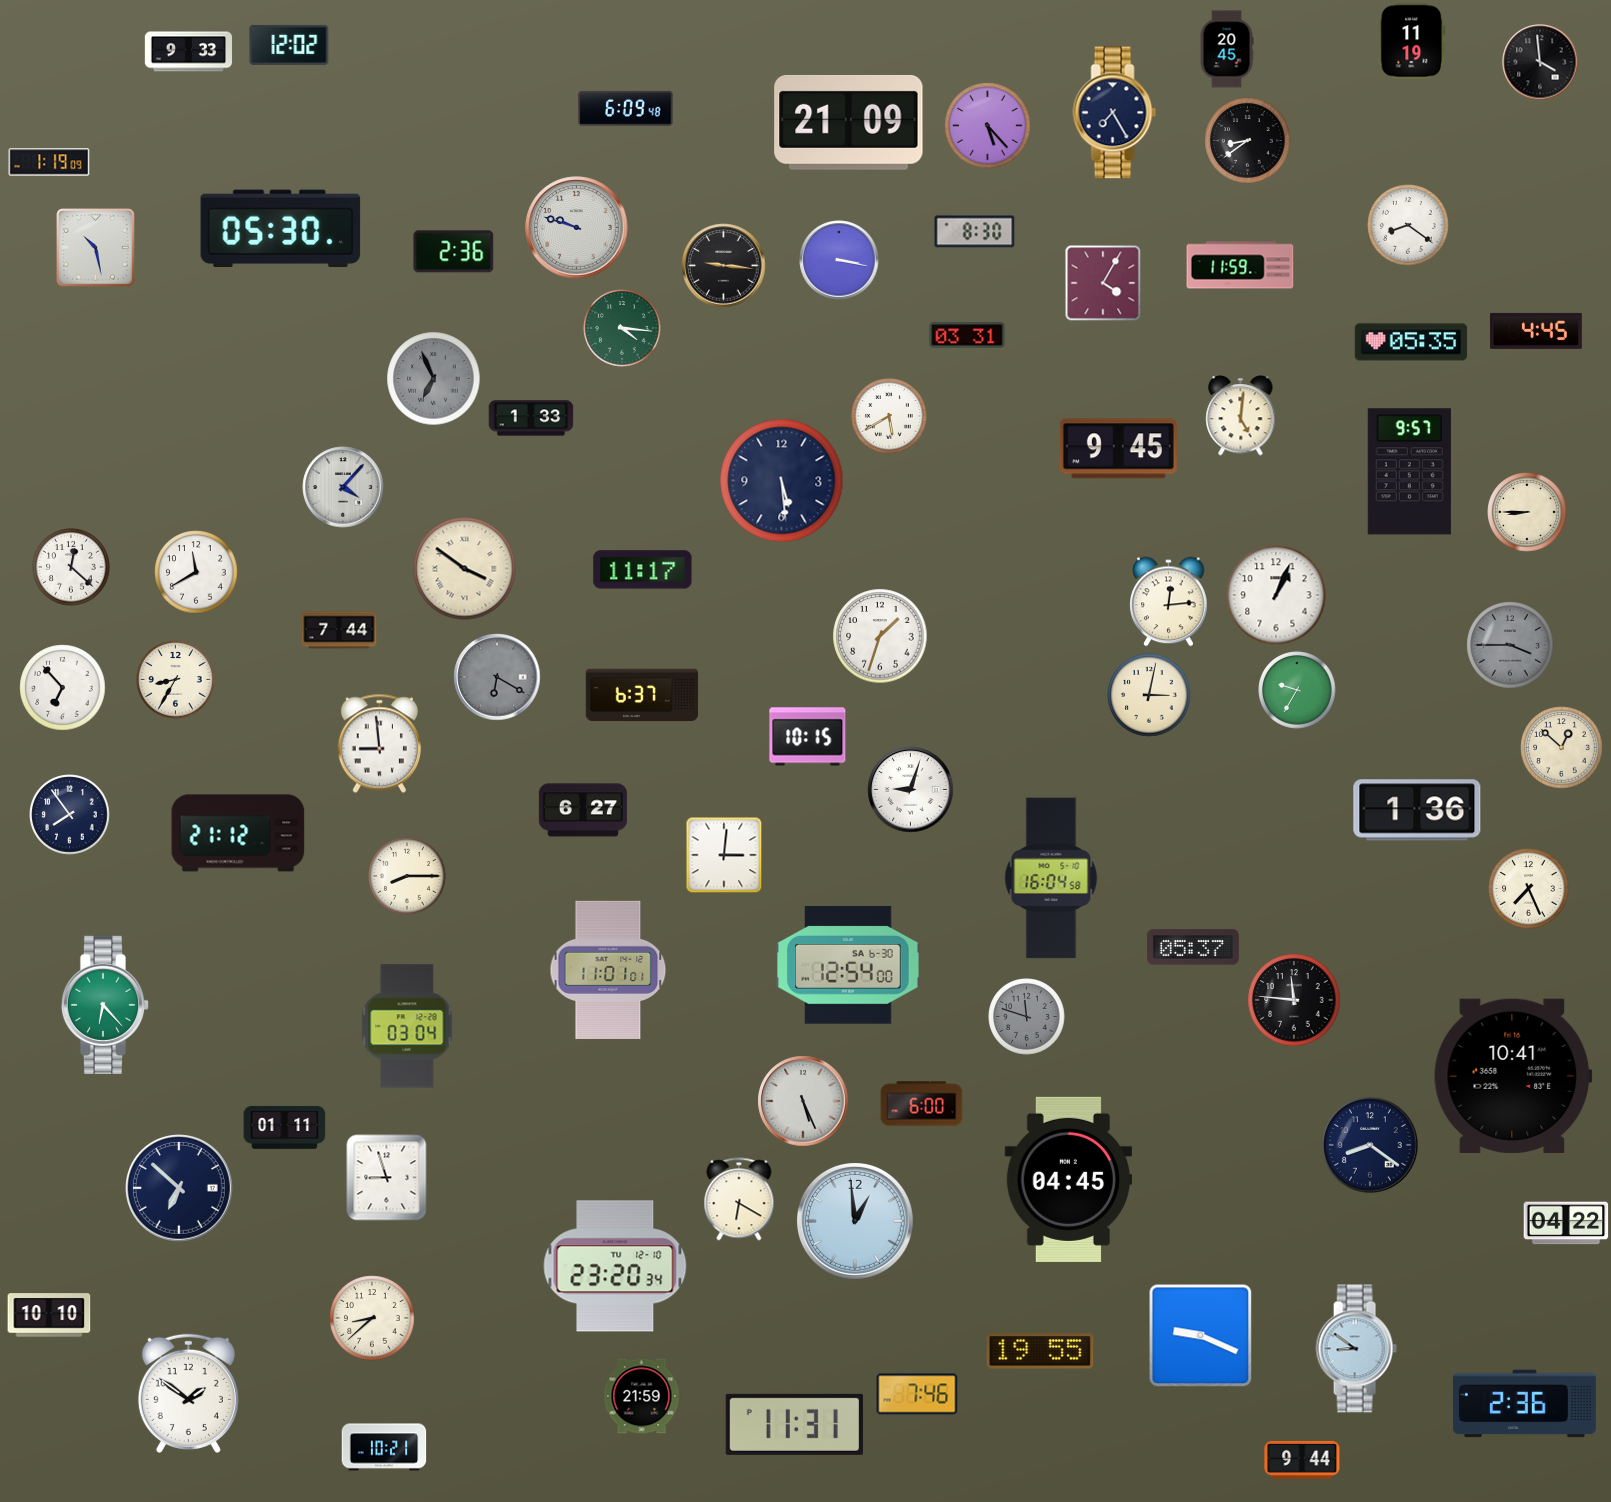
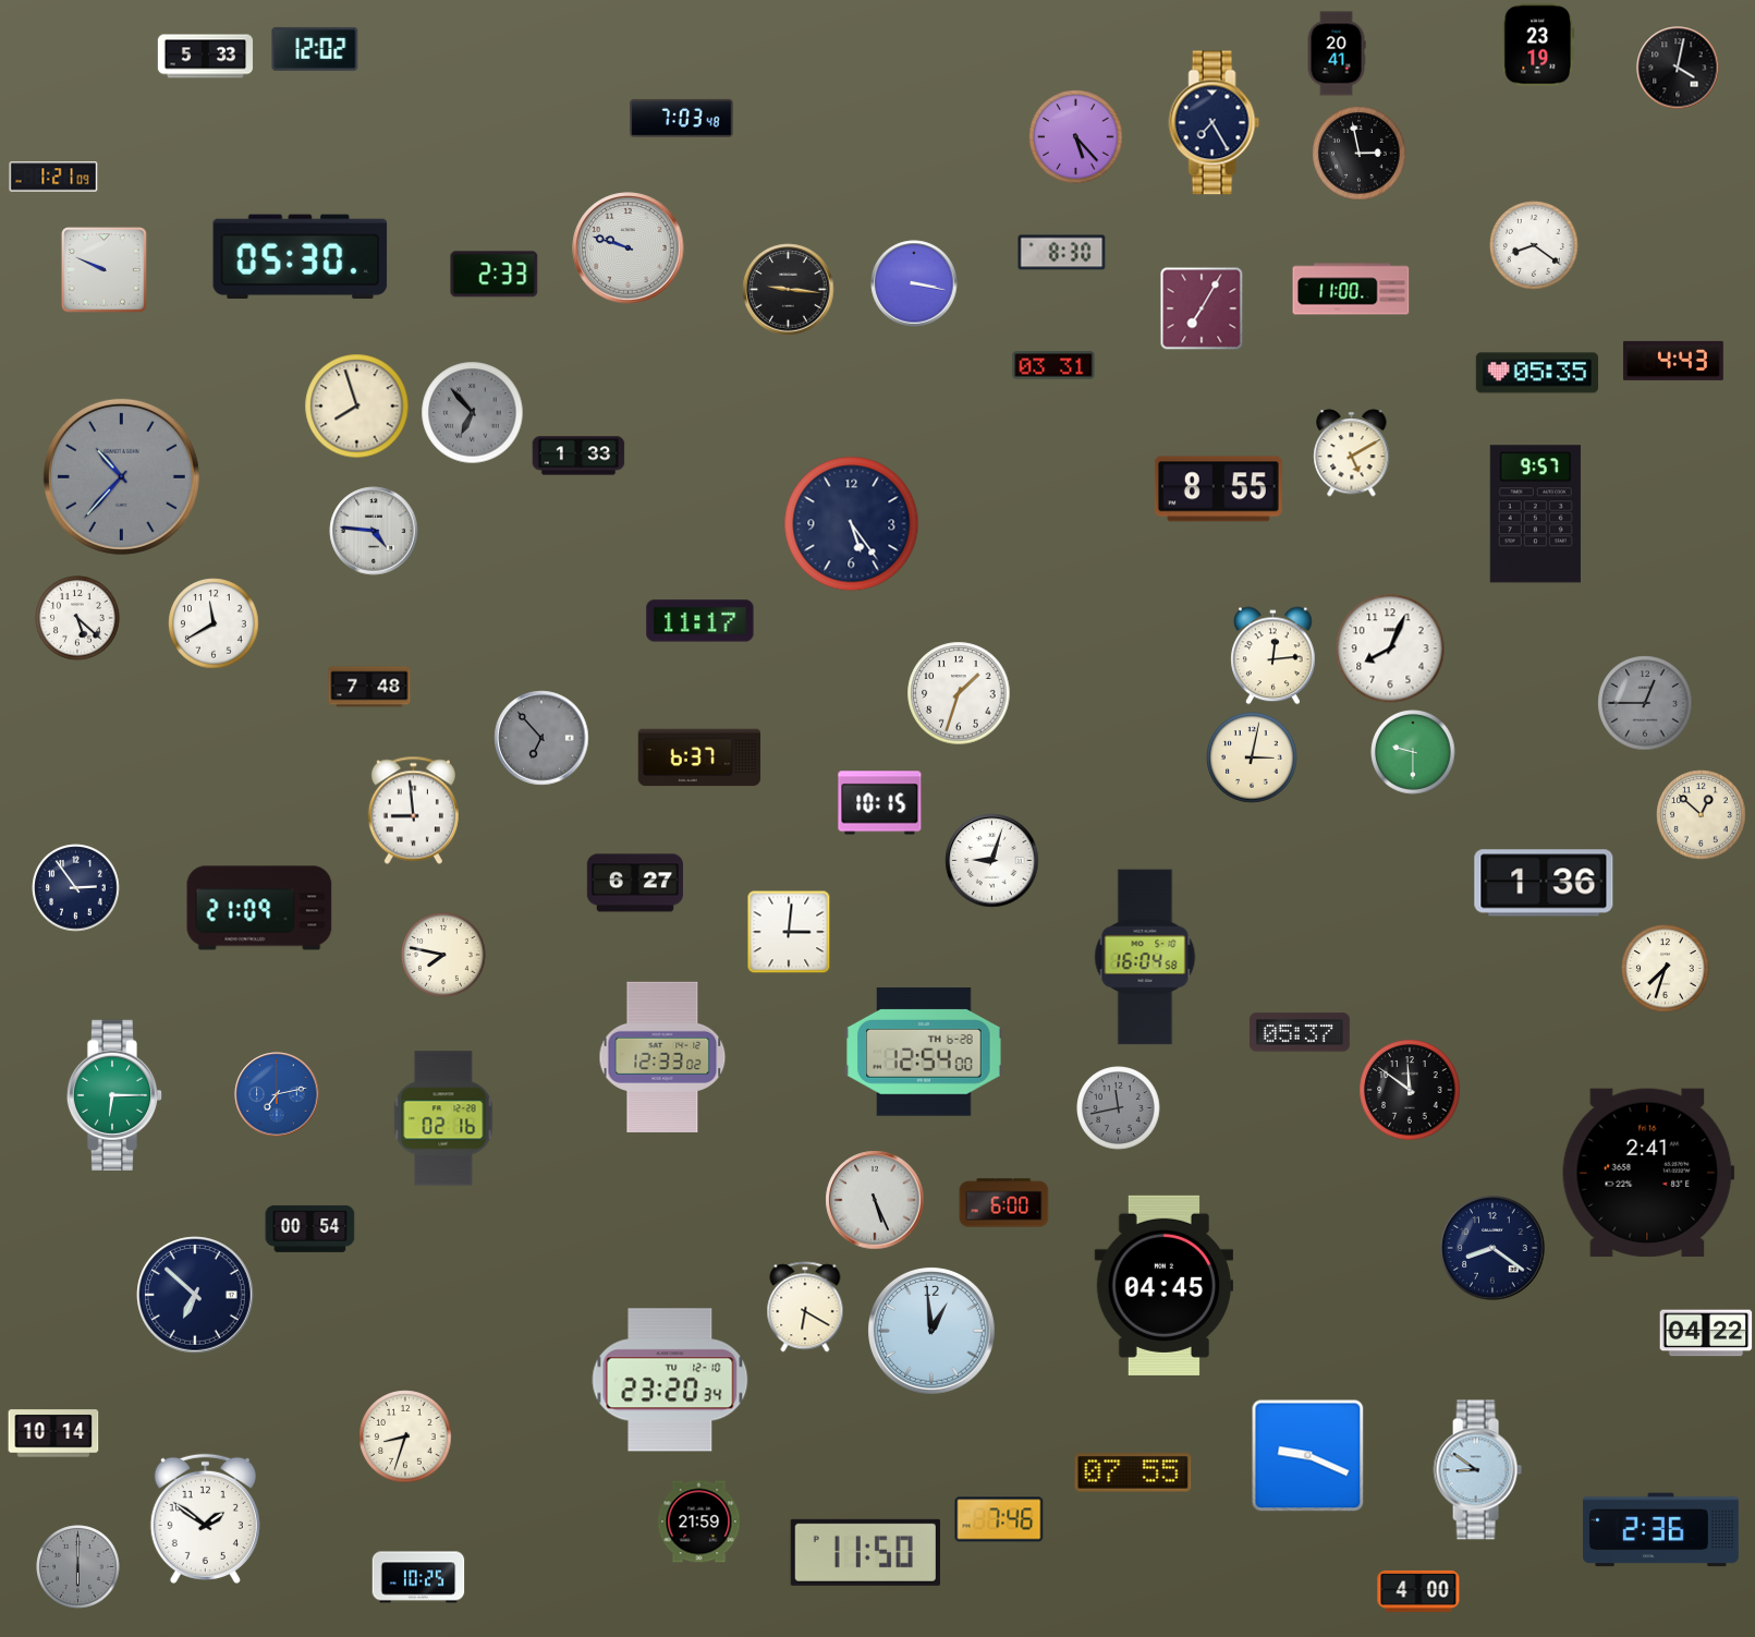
clock at (1412, 41): 11:19 -> 23:19
clock at (1227, 49): 20:45 -> 20:41
clock at (189, 52): 9:33 -> 5:33
clock at (1540, 62): 3:59 -> 4:02
clock at (626, 108): 6:09 -> 7:03
clock at (849, 122): 21:09 -> none
clock at (1248, 141): 8:39 -> 2:58
clock at (49, 162): 1:19 -> 1:21
clock at (281, 229) position: (281, 229) -> (301, 257)
clock at (96, 248): 10:28 -> 9:49
clock at (454, 252): 2:36 -> 2:33
clock at (1240, 265): 11:59 -> 11:00
clock at (1103, 283): 4:05 -> 7:05
clock at (622, 328): 4:16 -> none
clock at (1537, 331): 4:45 -> 4:43
clock at (357, 407): none -> 7:57
clock at (434, 379): 6:56 -> 6:53
clock at (889, 416): 5:40 -> none
clock at (1241, 416): 5:01 -> 5:10
clock at (121, 476): none -> 10:37
clock at (1118, 449): 9:45 -> 8:55
clock at (782, 481): 5:29 -> 5:24
clock at (343, 487): 4:07 -> 4:46
clock at (1527, 512): 8:45 -> none
clock at (71, 567): 12:22 -> 5:22
clock at (465, 569): 3:51 -> none
clock at (1276, 595): 1:04 -> 8:04
clock at (339, 630): 7:44 -> 7:48
clock at (1510, 645): 3:45 -> 12:45
clock at (497, 677): 6:20 -> 6:53
clock at (176, 680): 8:35 -> none
clock at (63, 688): 6:53 -> none
clock at (1297, 690): 9:35 -> 9:30
clock at (70, 815): 7:54 -> 2:54
clock at (238, 833): 21:12 -> 21:09
clock at (407, 876): 8:15 -> 7:47
clock at (1529, 889): 7:26 -> 7:33
clock at (848, 965) date: SA 6-30 -> TH 6-28
clock at (608, 969): 11:01 -> 12:33
clock at (1294, 1000): 11:46 -> 11:51
clock at (277, 1094): none -> 7:13
clock at (105, 1005): 6:23 -> 6:15
clock at (1027, 1017): 11:48 -> 11:43
clock at (407, 1026): 03:04 -> 02:16
clock at (1513, 1076): 10:41 -> 2:41
clock at (285, 1127): 01:11 -> 00:54
clock at (387, 1178): 8:57 -> none
clock at (49, 1315): 10:10 -> 10:14
clock at (372, 1318): 8:38 -> 8:33
clock at (1040, 1351): 19:55 -> 07:55
clock at (794, 1424): 11:31 -> 11:50
clock at (78, 1567): none -> 6:00
clock at (384, 1447): 10:21 -> 10:25
clock at (1302, 1460): 9:44 -> 4:00
